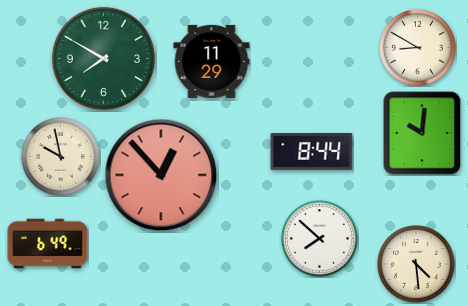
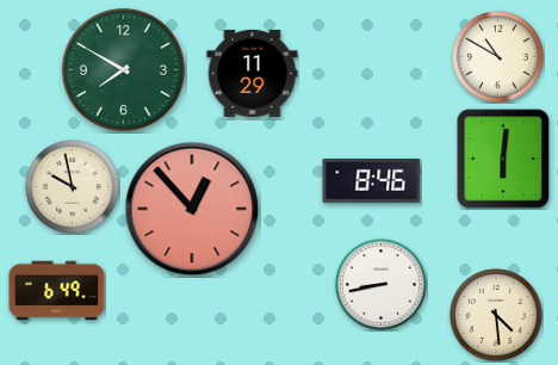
clock at (418, 48): 8:50 -> 10:50
clock at (422, 133): 10:01 -> 6:01
clock at (312, 151): 8:44 -> 8:46
clock at (320, 239): 7:52 -> 8:43
